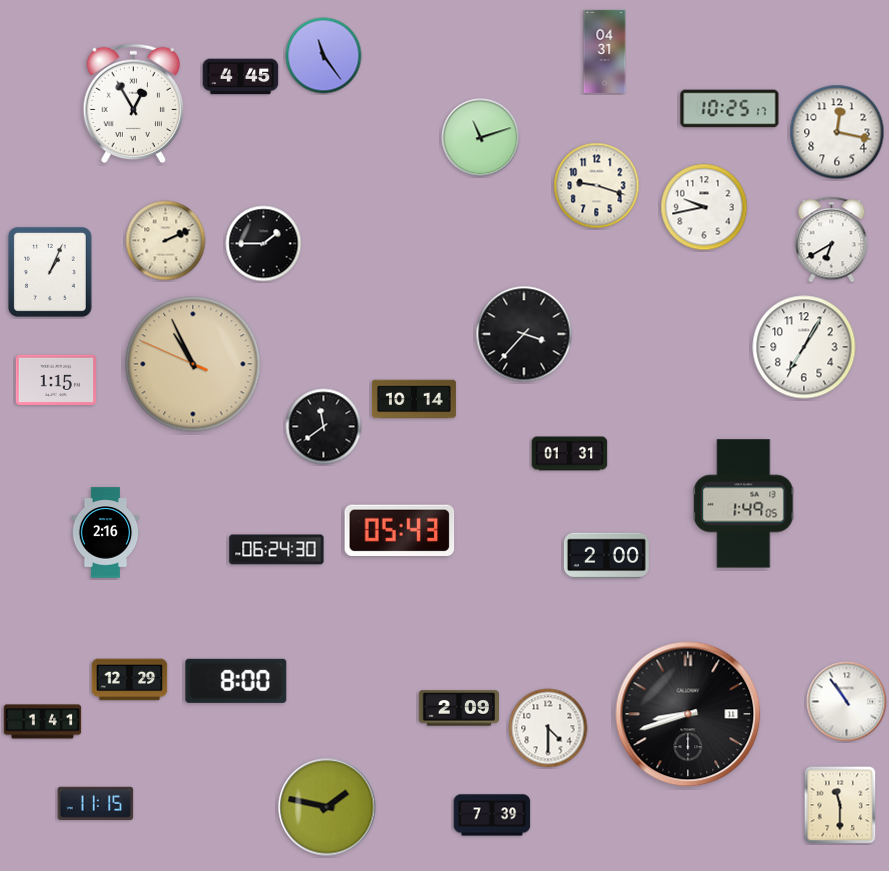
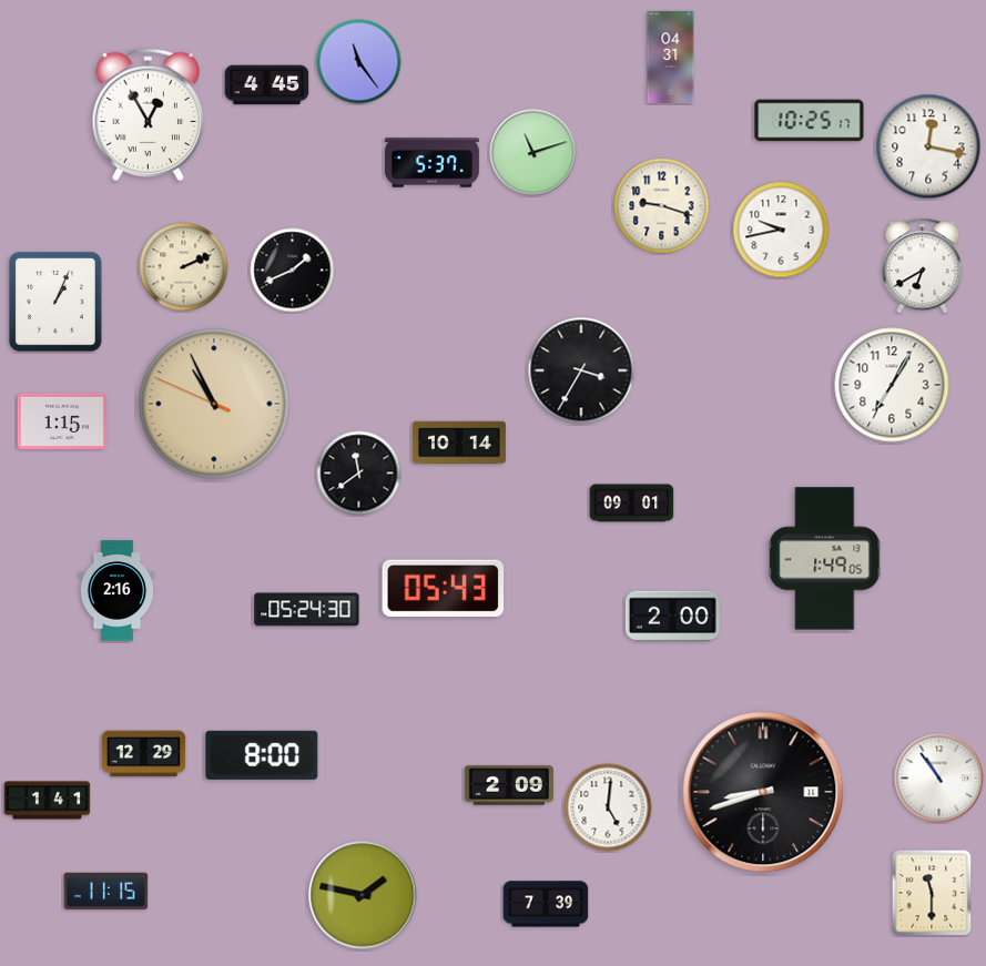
clock at (431, 163): none -> 5:37
clock at (264, 244): 1:45 -> 1:41
clock at (524, 334): 3:37 -> 3:35
clock at (570, 454): 01:31 -> 09:01
clock at (277, 550): 06:24 -> 05:24
clock at (548, 728): 4:30 -> 5:01
